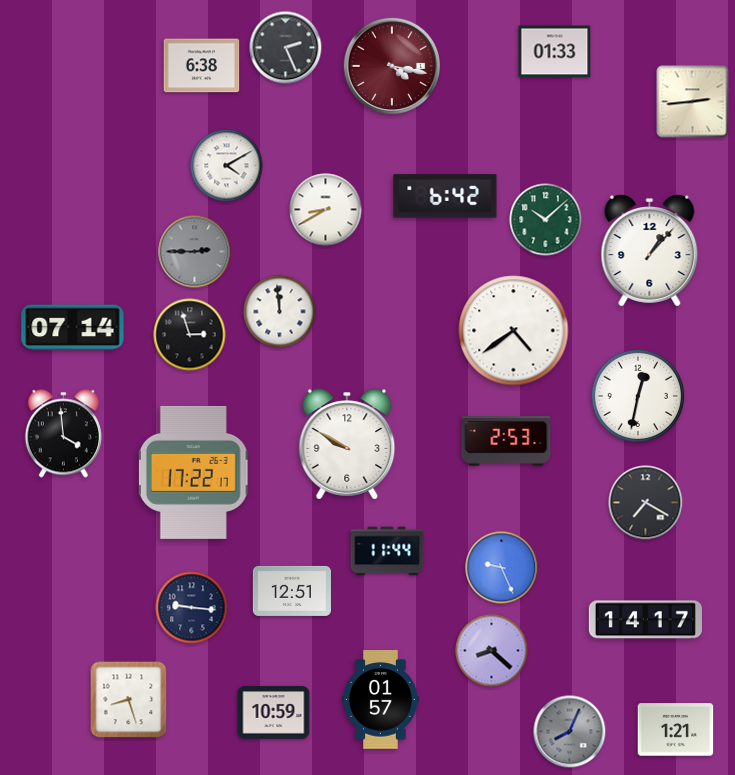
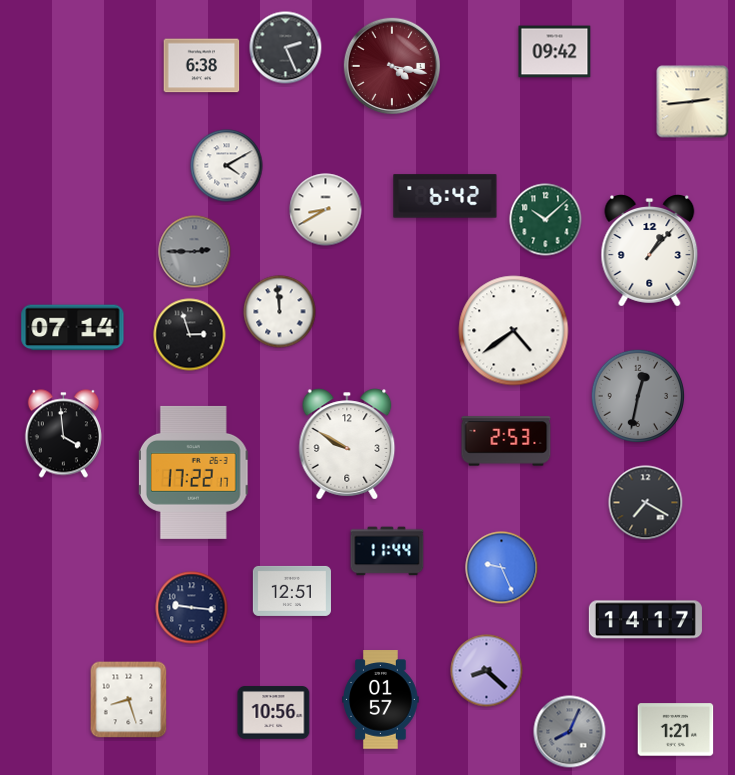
clock at (555, 52): 01:33 -> 09:42
clock at (637, 395) dial: white -> grey
clock at (492, 651) position: (492, 651) -> (487, 671)
clock at (274, 713): 10:59 -> 10:56
